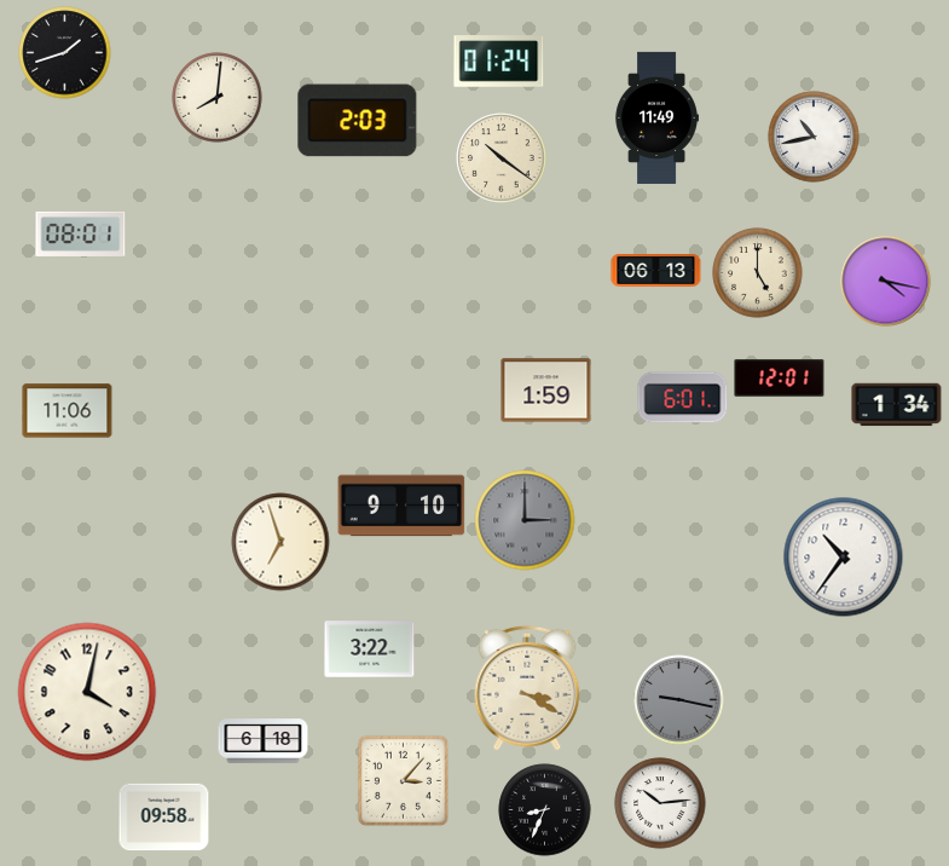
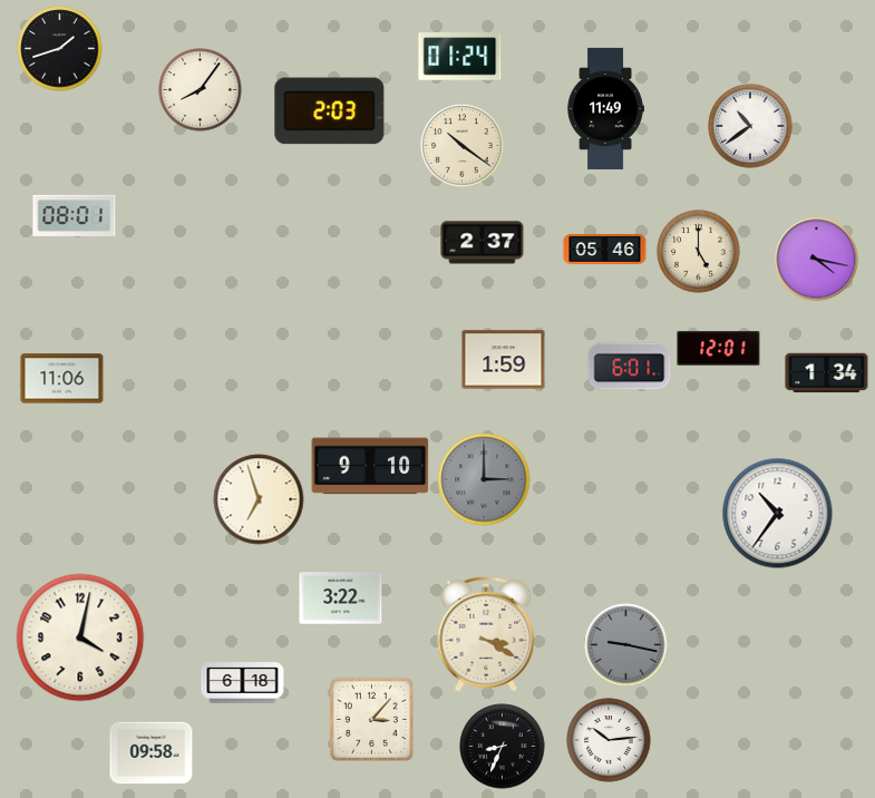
clock at (218, 98): 8:01 -> 8:06
clock at (814, 137): 10:43 -> 10:39
clock at (483, 243): none -> 2:37
clock at (656, 271): 06:13 -> 05:46
